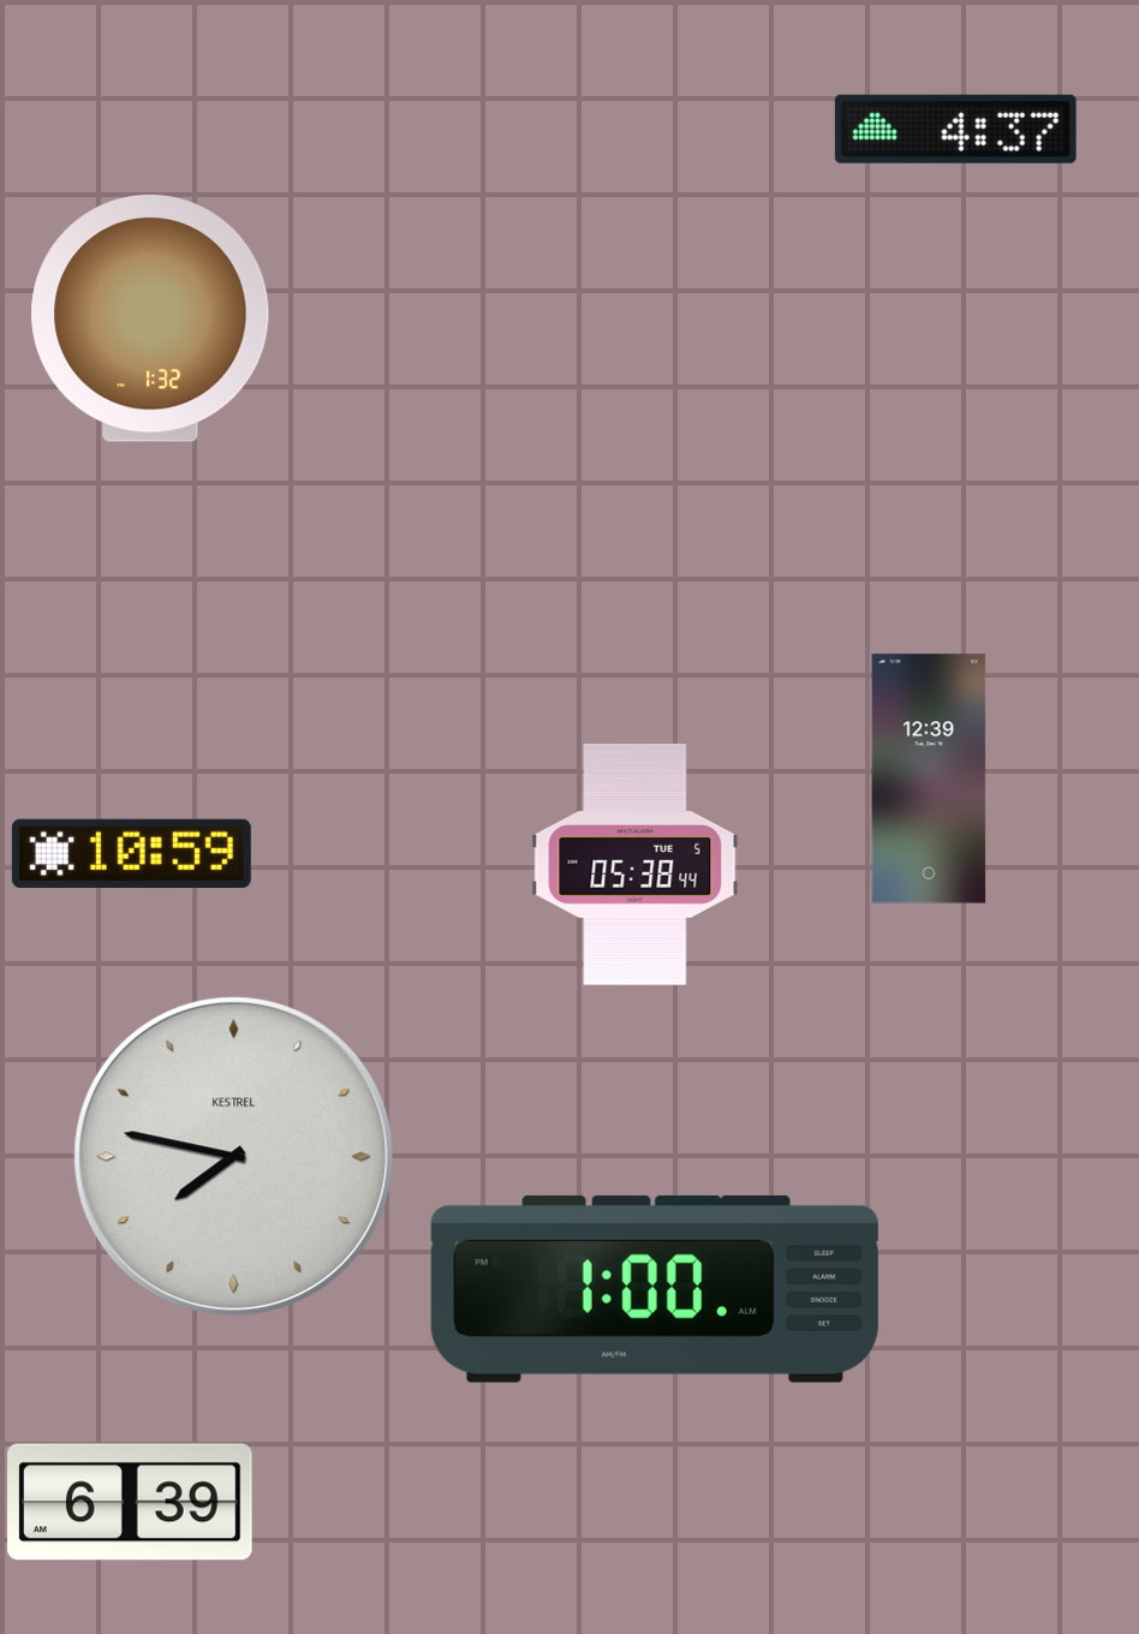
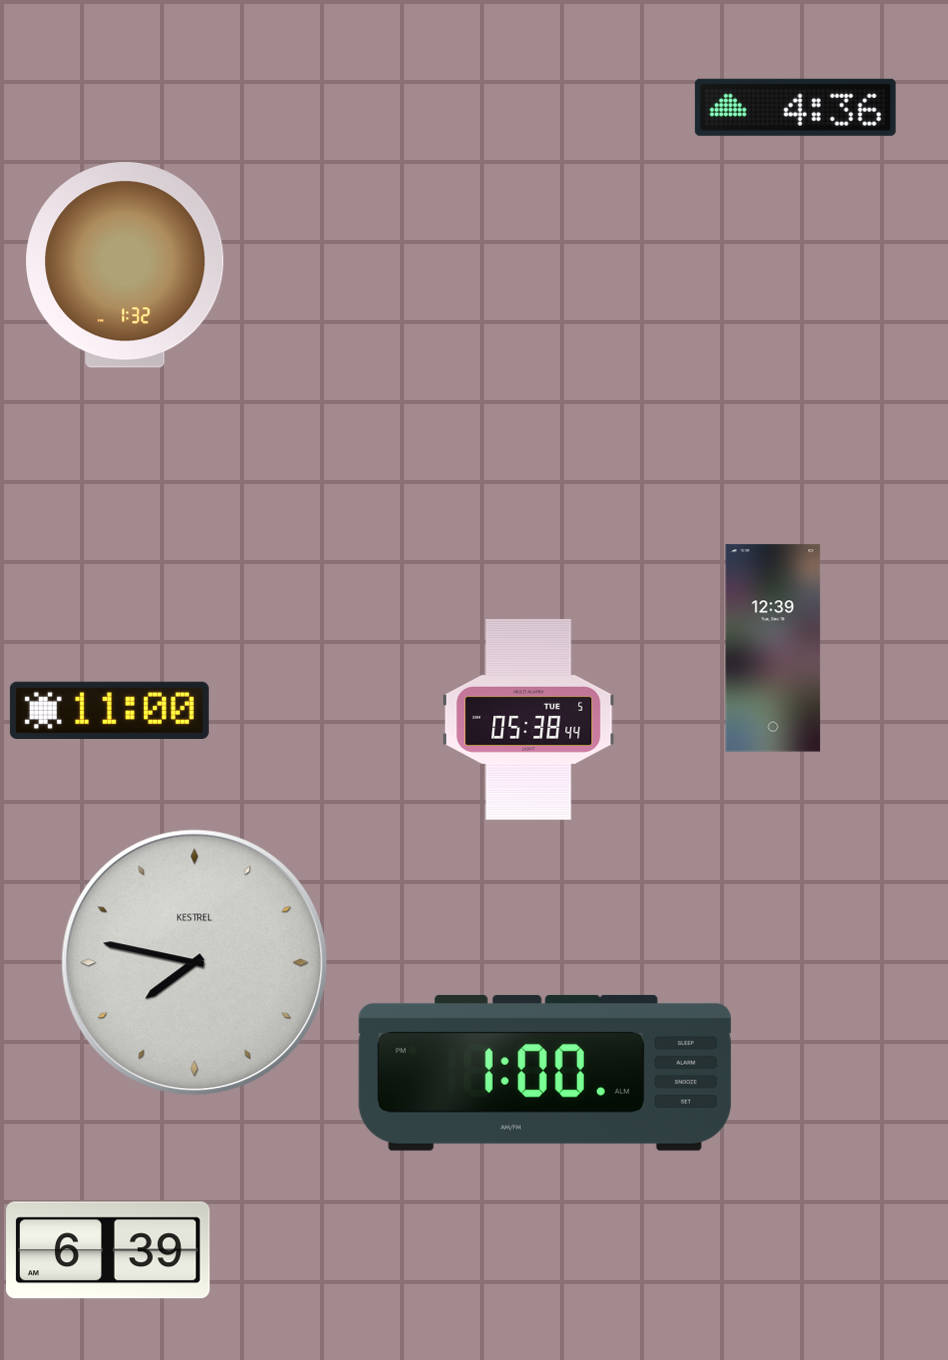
clock at (955, 129): 4:37 -> 4:36
clock at (131, 853): 10:59 -> 11:00
